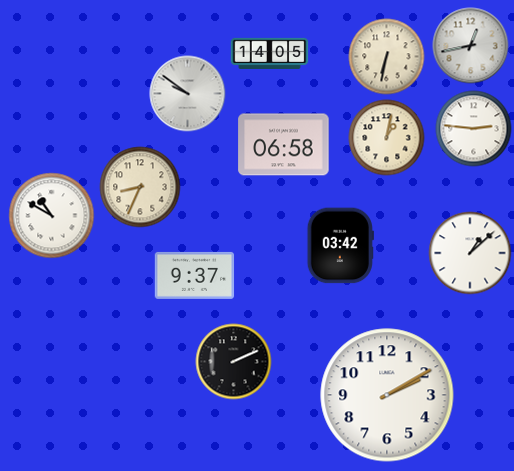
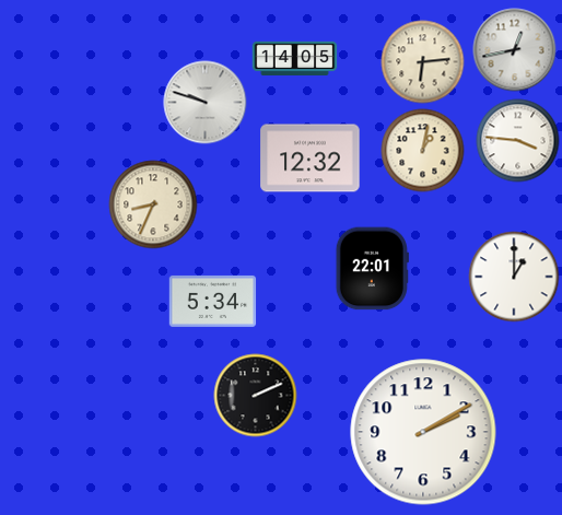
clock at (387, 57): 6:32 -> 6:14
clock at (188, 94): 9:51 -> 9:48
clock at (474, 129): 2:46 -> 3:46
clock at (284, 145): 06:58 -> 12:32
clock at (52, 216): 10:50 -> none
clock at (340, 246): 03:42 -> 22:01
clock at (470, 253): 1:08 -> 1:00
clock at (195, 275): 9:37 -> 5:34
